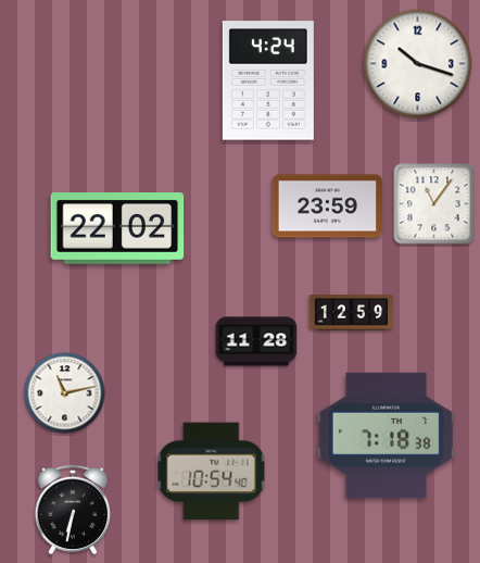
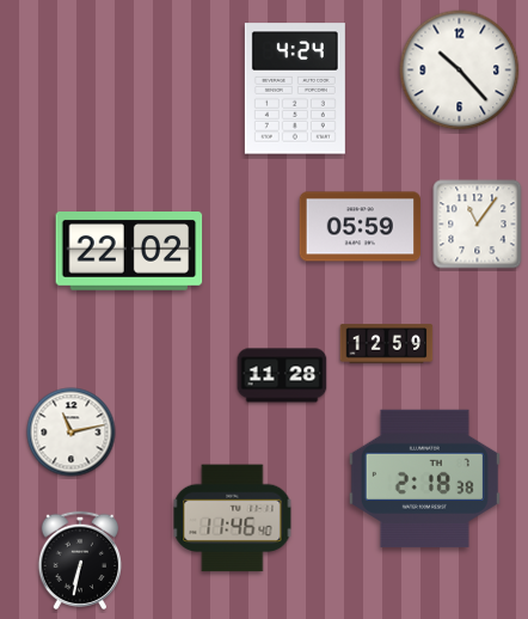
clock at (418, 64): 10:18 -> 10:23
clock at (327, 207): 23:59 -> 05:59
clock at (386, 435): 7:18 -> 2:18
clock at (212, 472): 10:54 -> 11:46
